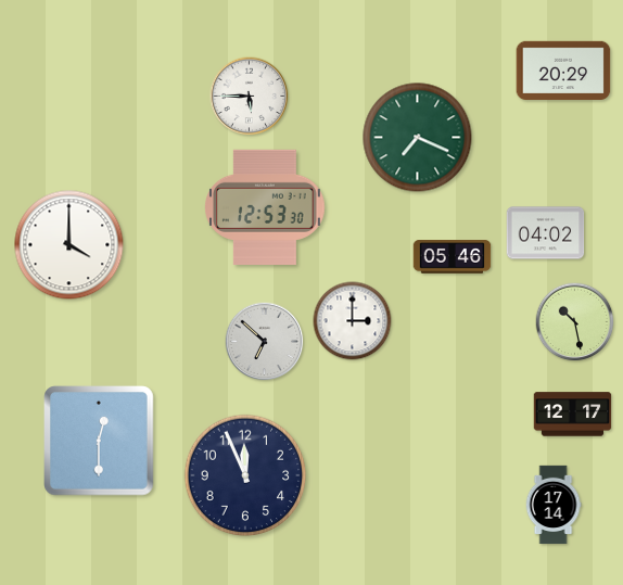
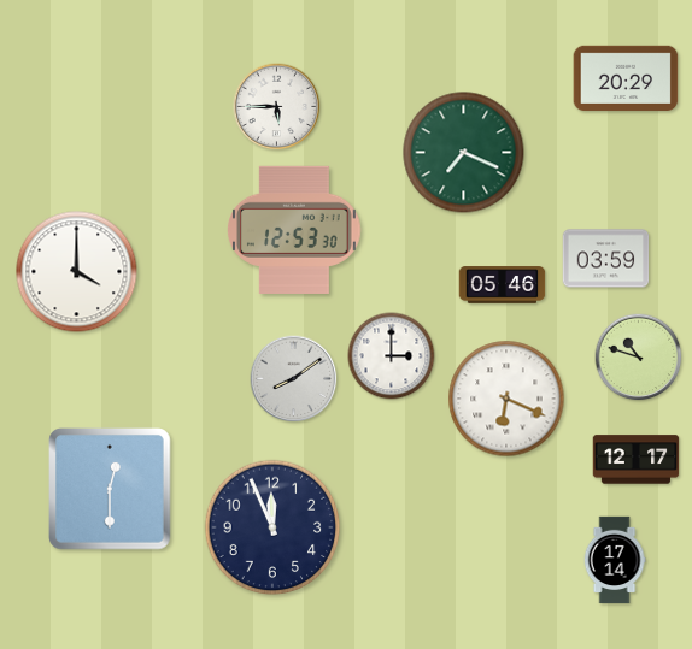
clock at (546, 233): 04:02 -> 03:59
clock at (575, 322): 10:28 -> 10:48
clock at (265, 342): 6:52 -> 8:09
clock at (506, 399): none -> 6:19
